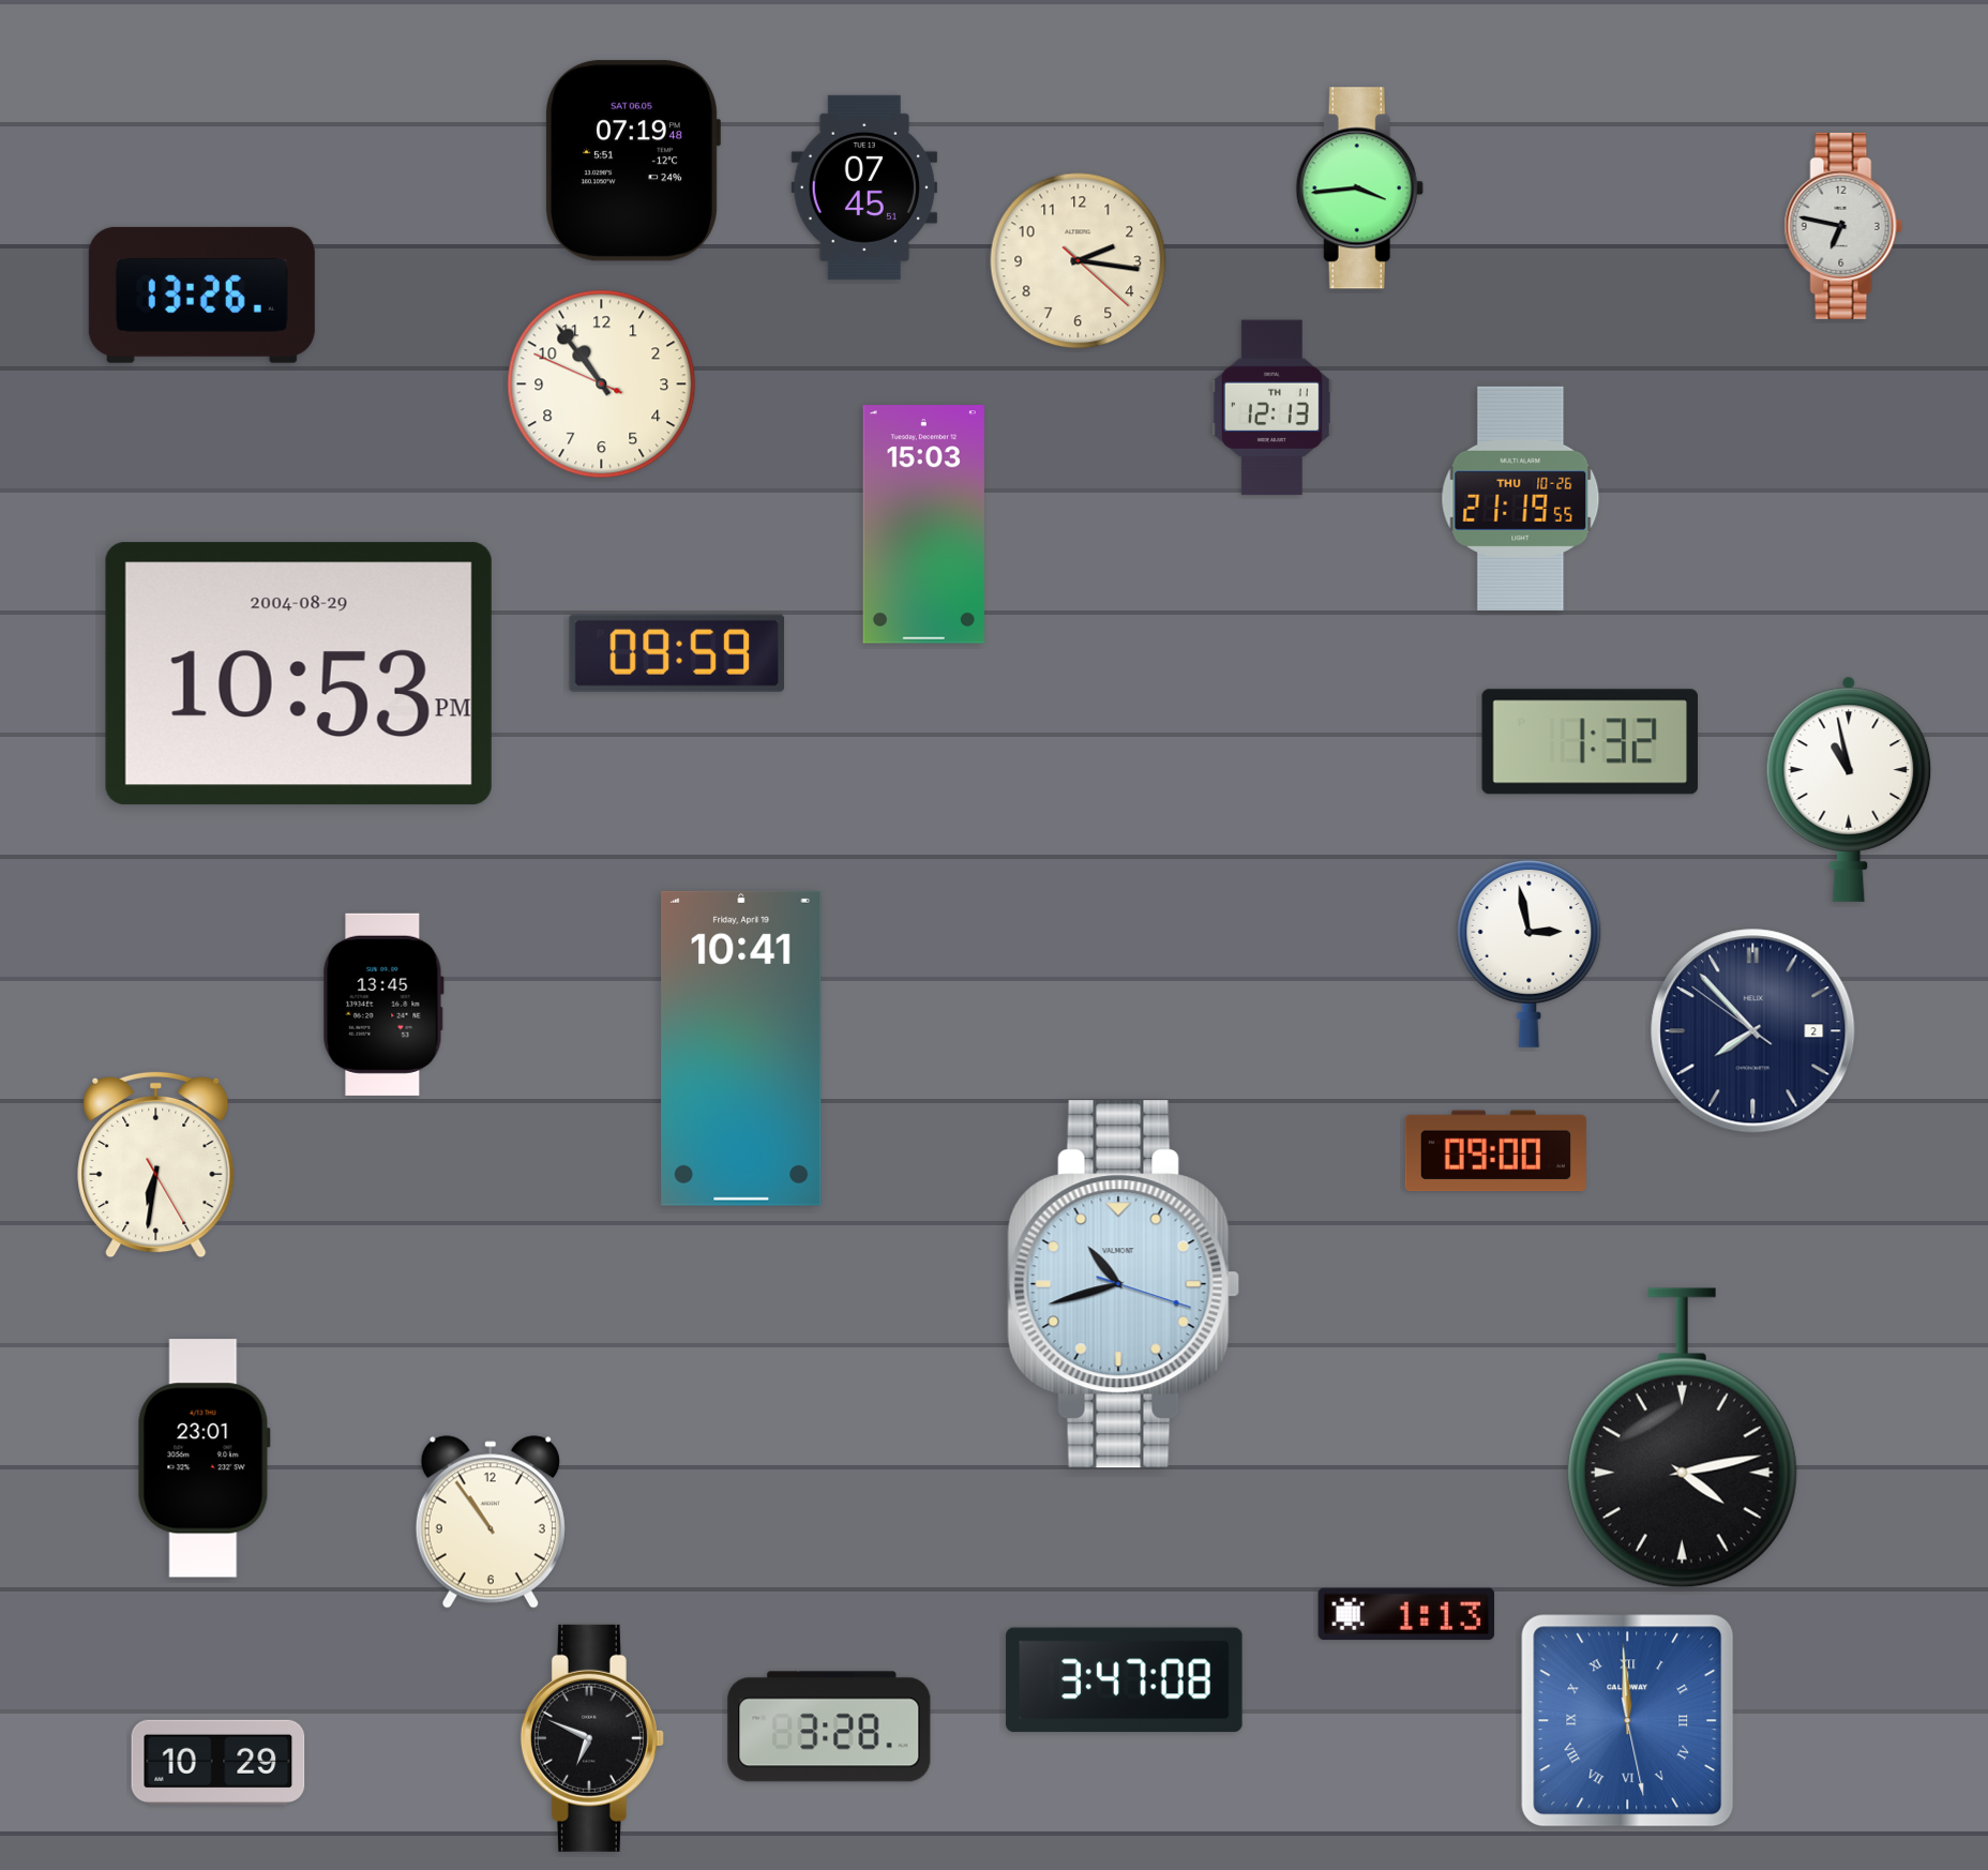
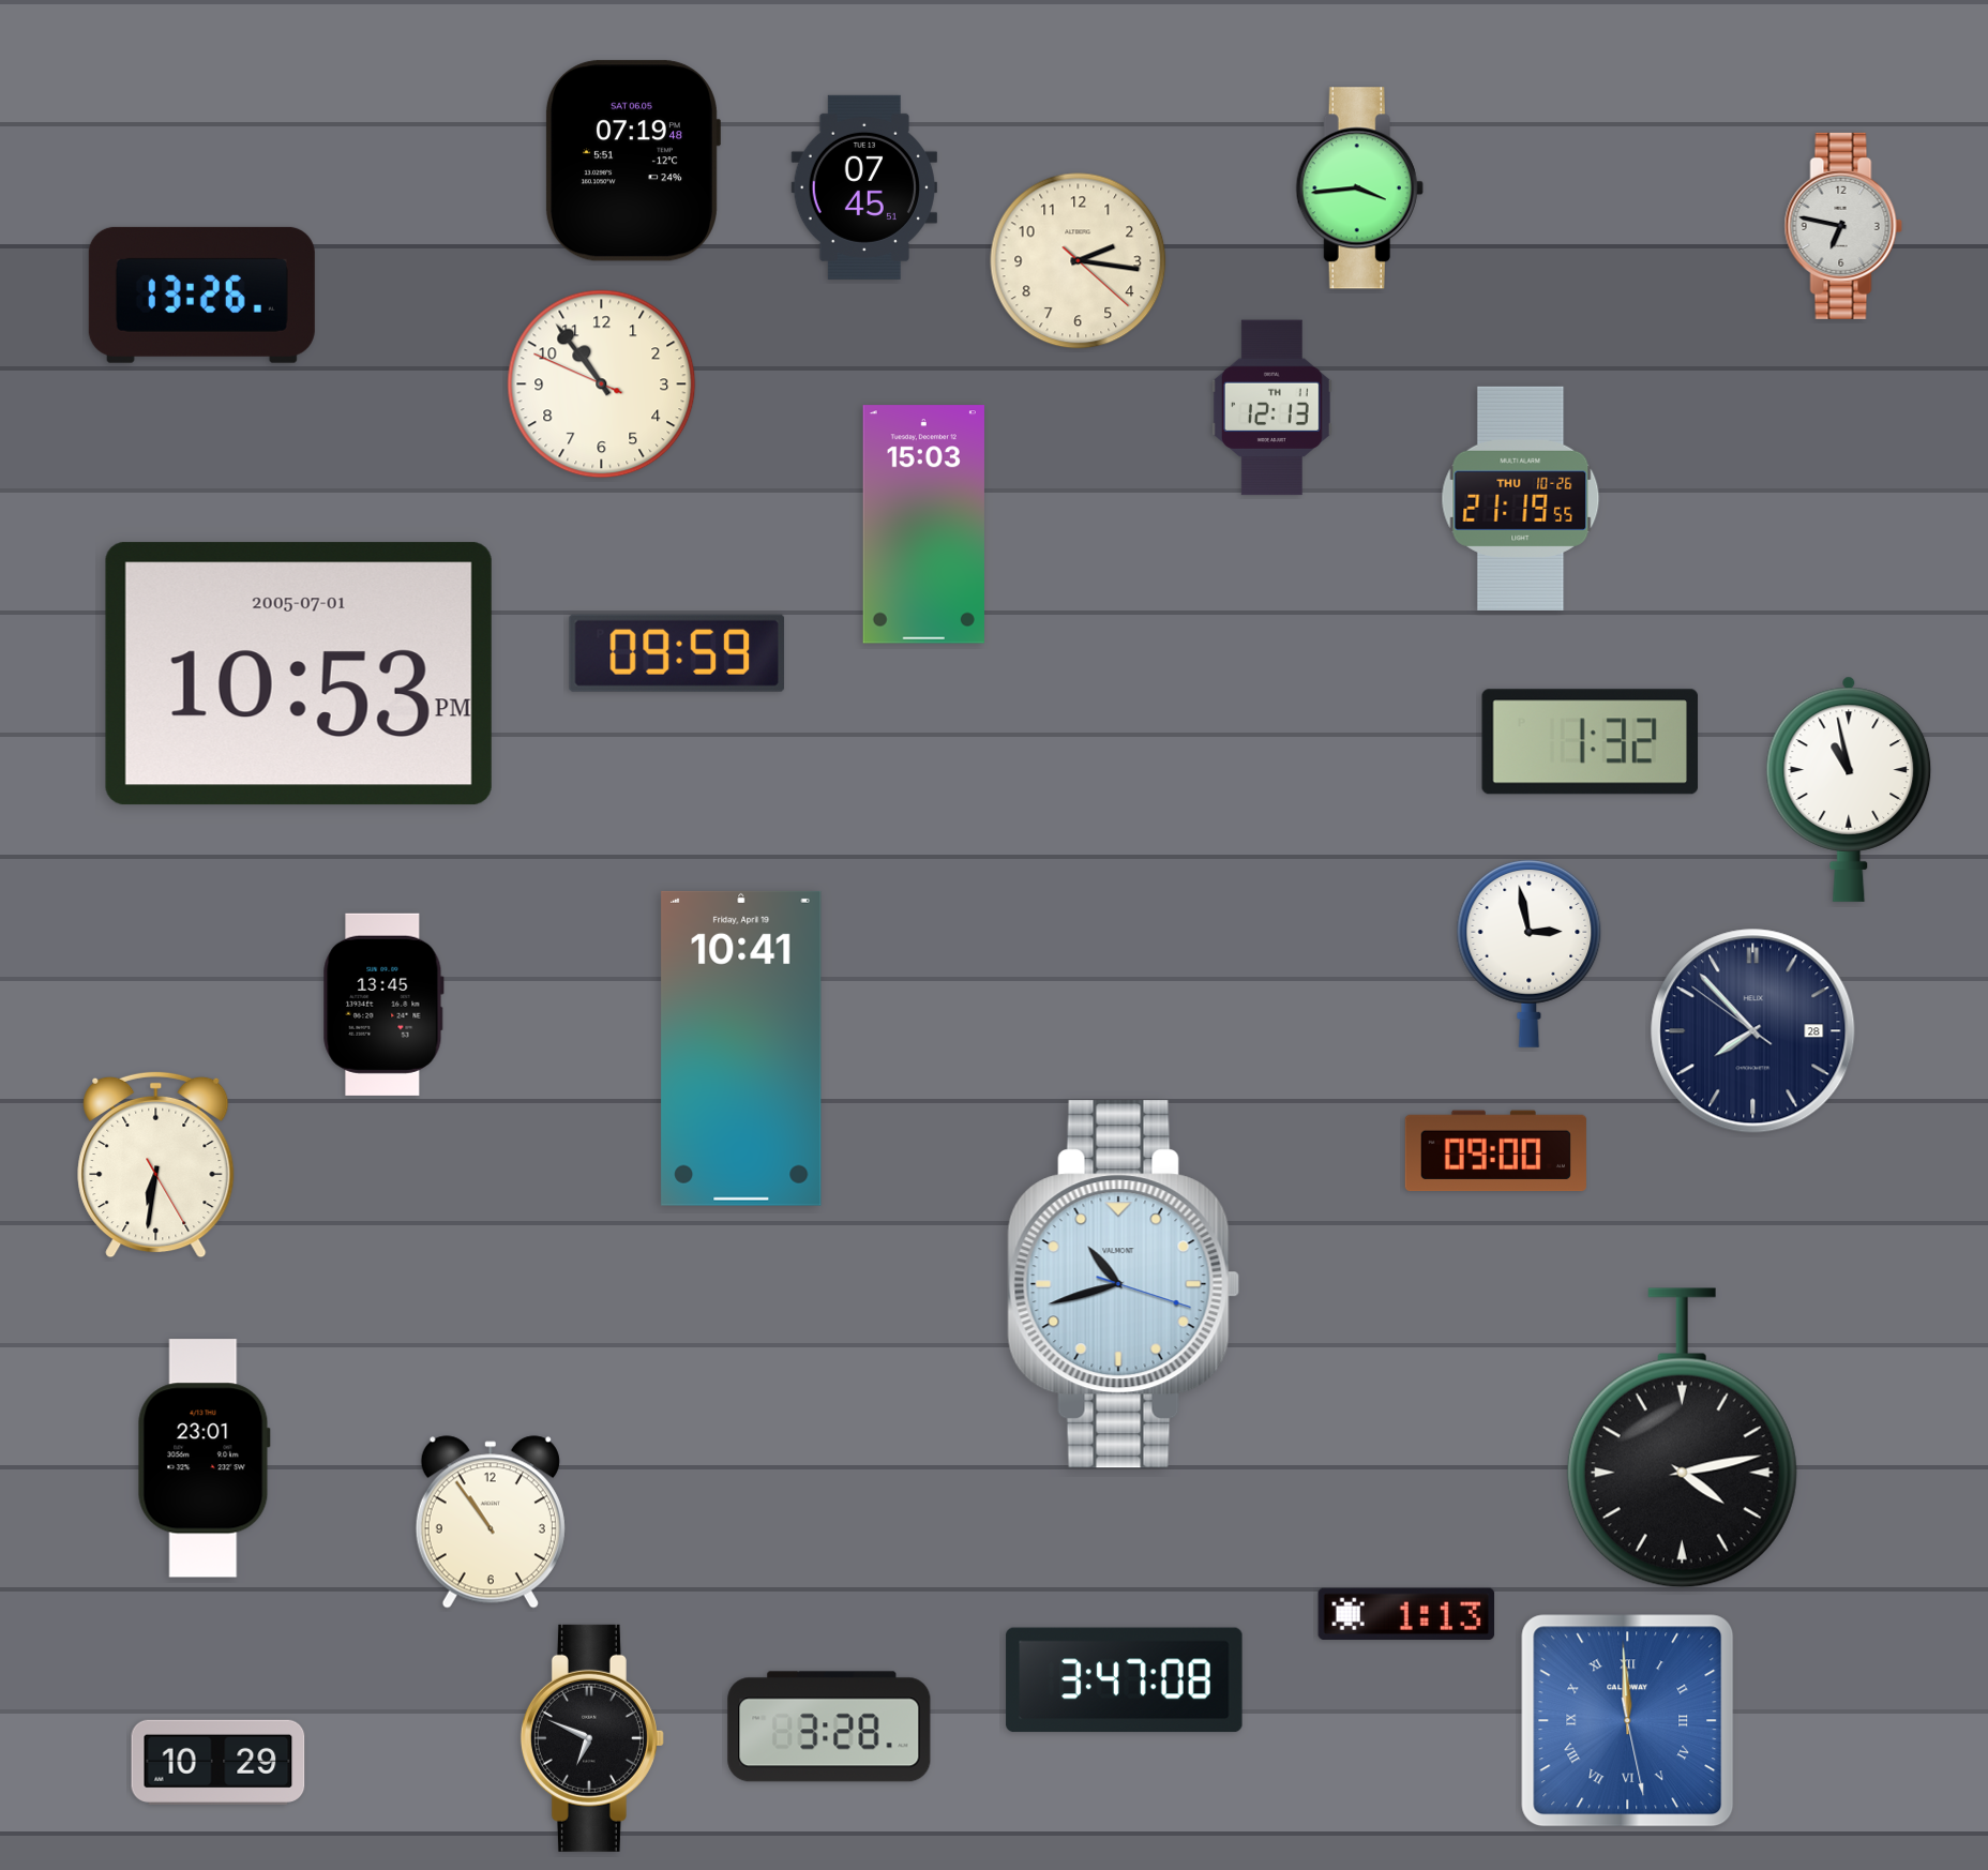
clock at (299, 674) date: 2004-08-29 -> 2005-07-01
clock at (1753, 1031) date: 2 -> 28
